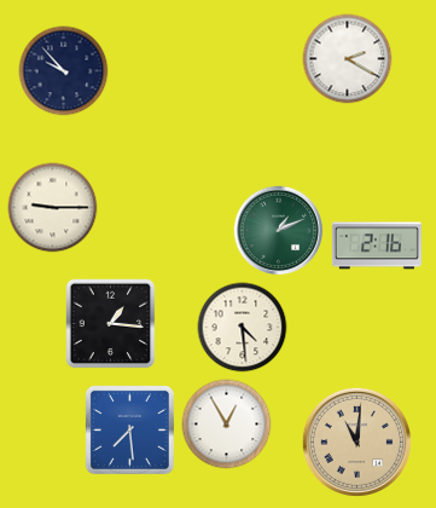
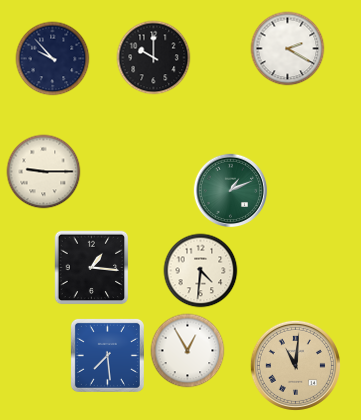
clock at (154, 58): none -> 10:00
clock at (377, 246): 2:16 -> none
clock at (243, 328): 4:29 -> 4:31
